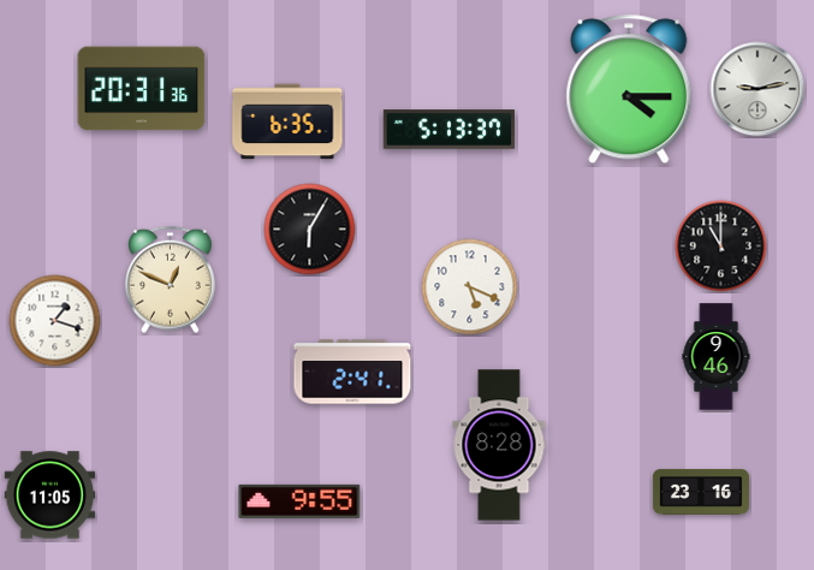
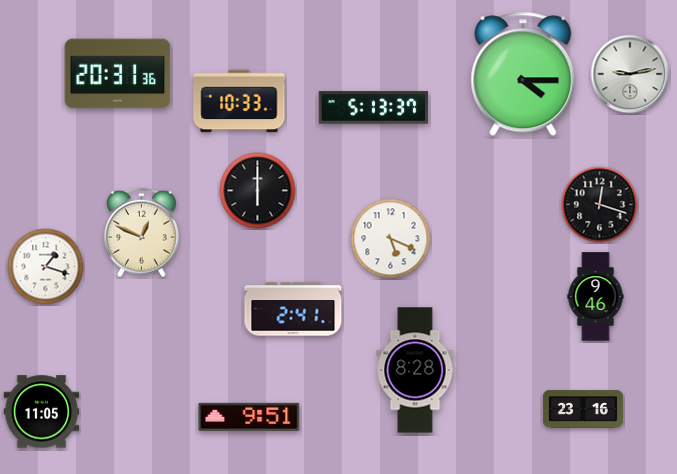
clock at (287, 121): 6:35 -> 10:33
clock at (310, 230): 6:05 -> 6:00
clock at (721, 247): 11:00 -> 12:18
clock at (299, 501): 9:55 -> 9:51
